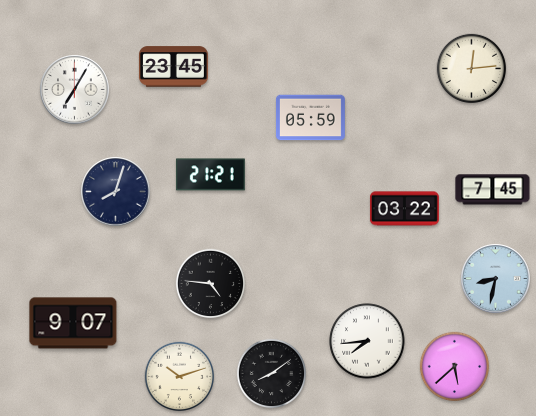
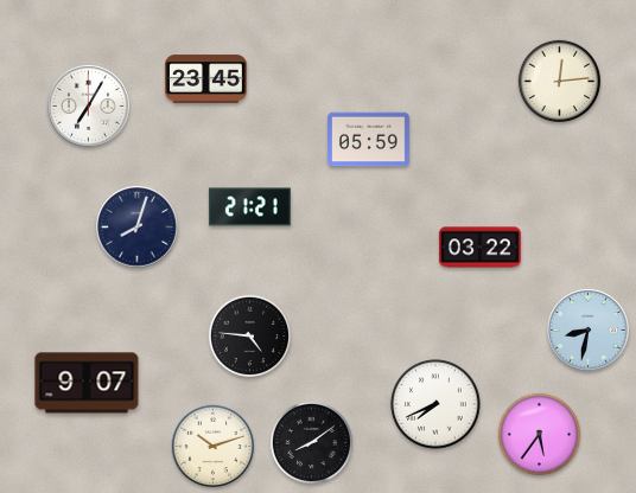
clock at (493, 190): 7:45 -> none
clock at (367, 341): 7:44 -> 7:41
clock at (455, 367): 5:38 -> 5:36
clock at (272, 374) position: (272, 374) -> (312, 443)
